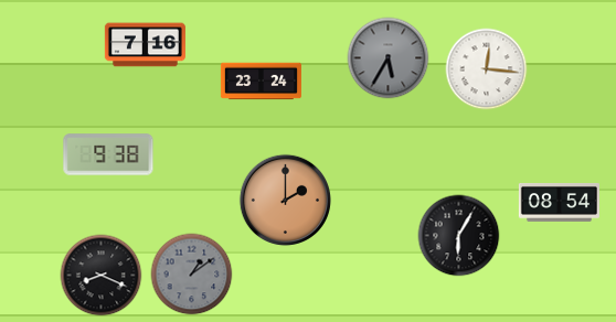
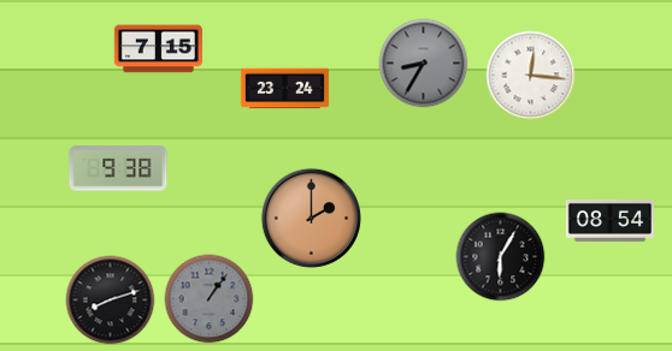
clock at (145, 45): 7:16 -> 7:15
clock at (389, 58): 5:35 -> 8:35
clock at (192, 275): 1:09 -> 1:06
clock at (102, 276): 8:19 -> 8:12
